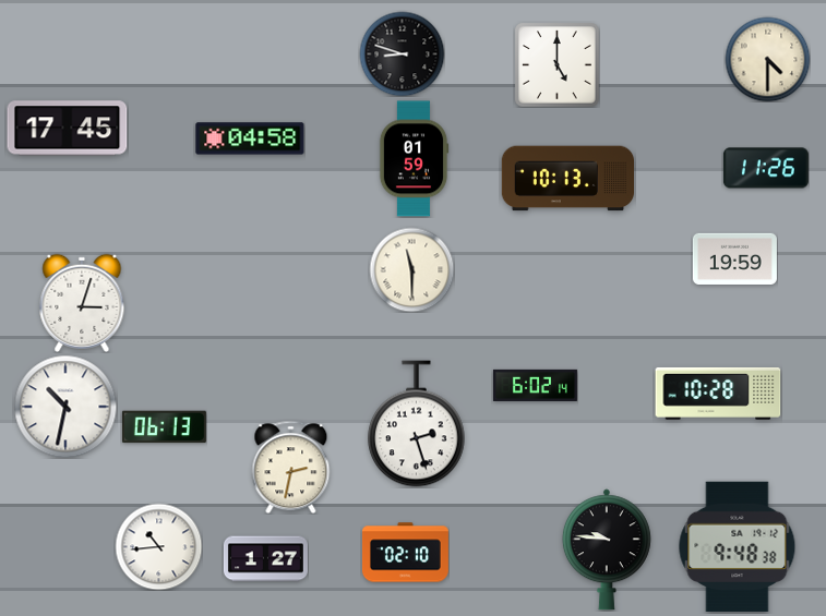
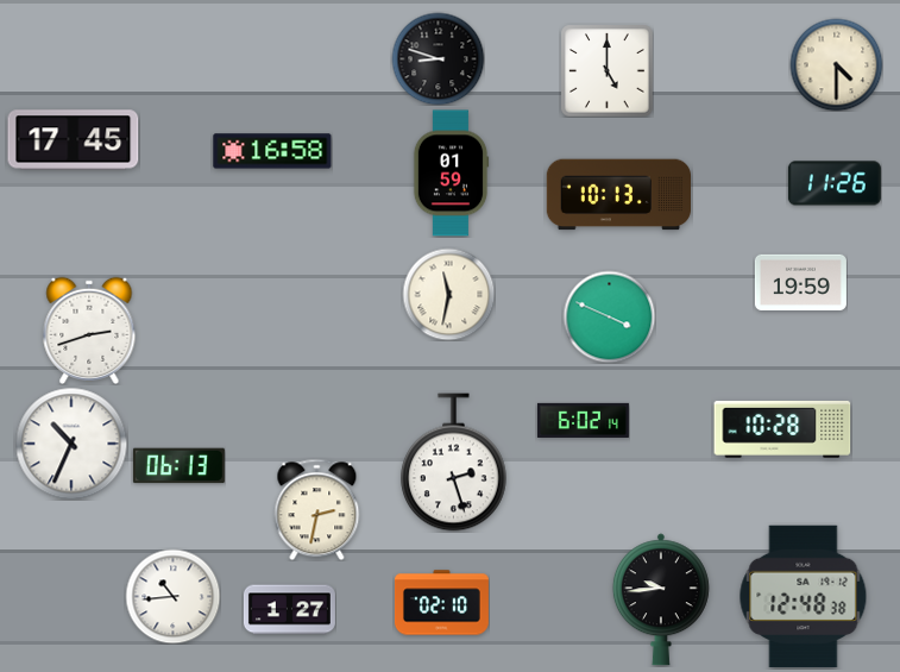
clock at (250, 138): 04:58 -> 16:58
clock at (411, 269): 11:30 -> 11:32
clock at (609, 316): none -> 3:49
clock at (82, 303): 3:03 -> 2:42
clock at (65, 407): 10:32 -> 10:34
clock at (738, 547): 9:48 -> 12:48
clock at (607, 549): 9:46 -> 9:44
